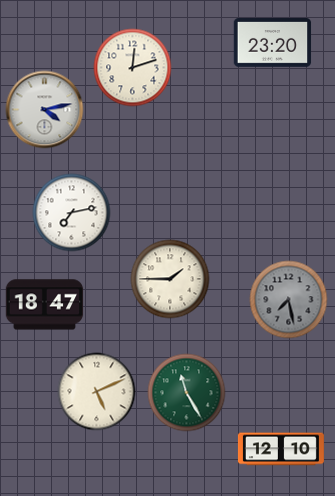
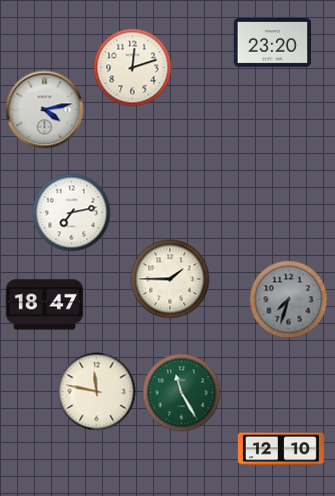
clock at (288, 299): 7:28 -> 7:33
clock at (96, 391): 5:11 -> 11:47
clock at (186, 392) position: (186, 392) -> (181, 392)
